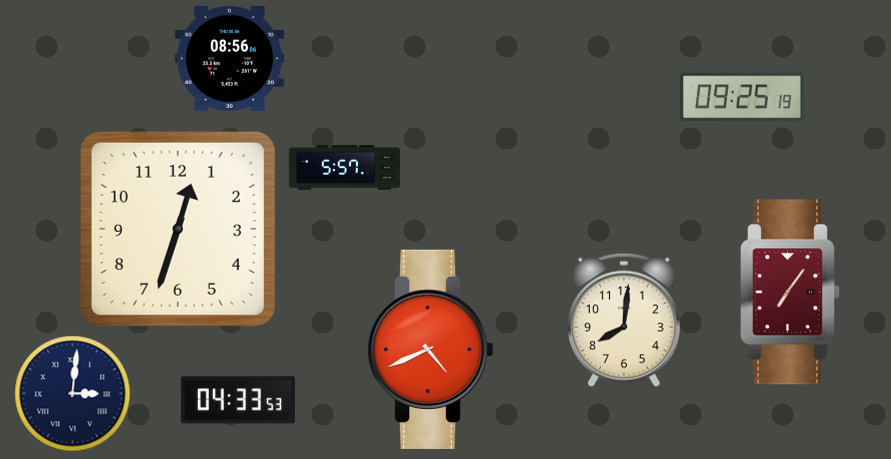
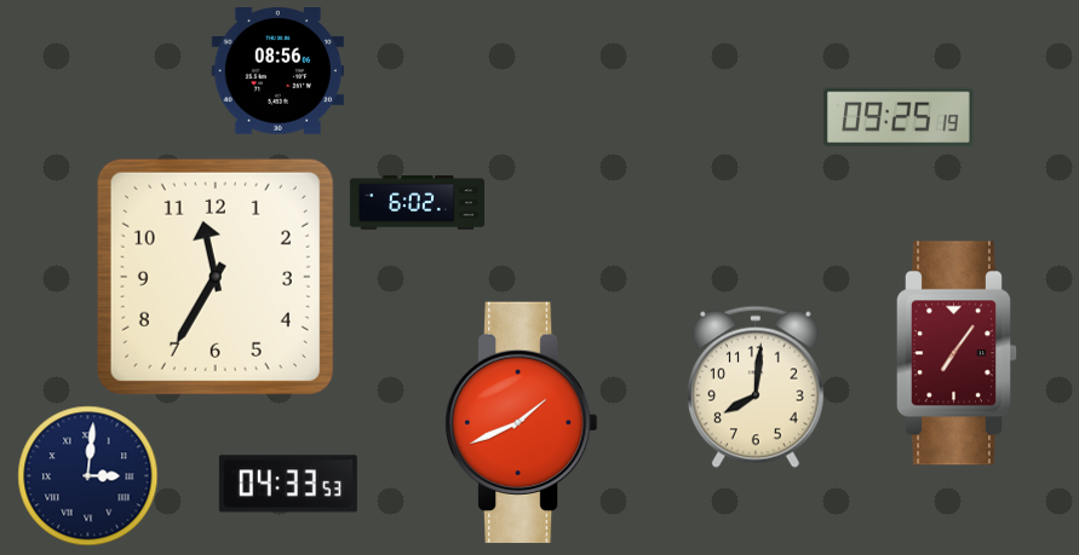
clock at (344, 168): 5:57 -> 6:02
clock at (178, 229): 12:33 -> 11:35
clock at (430, 349): 4:41 -> 1:41
